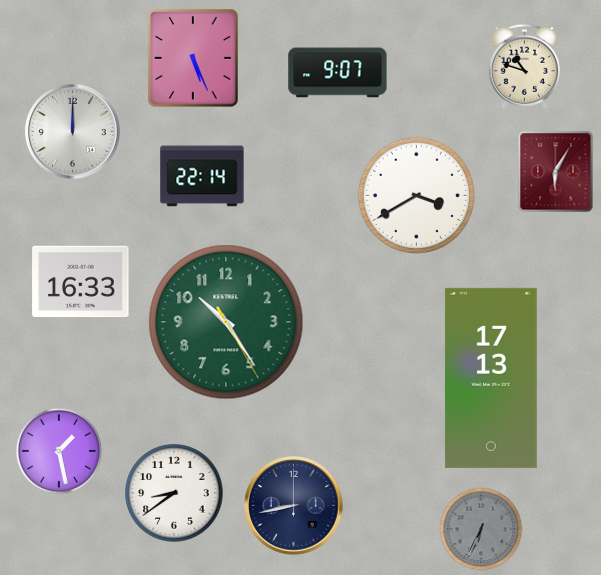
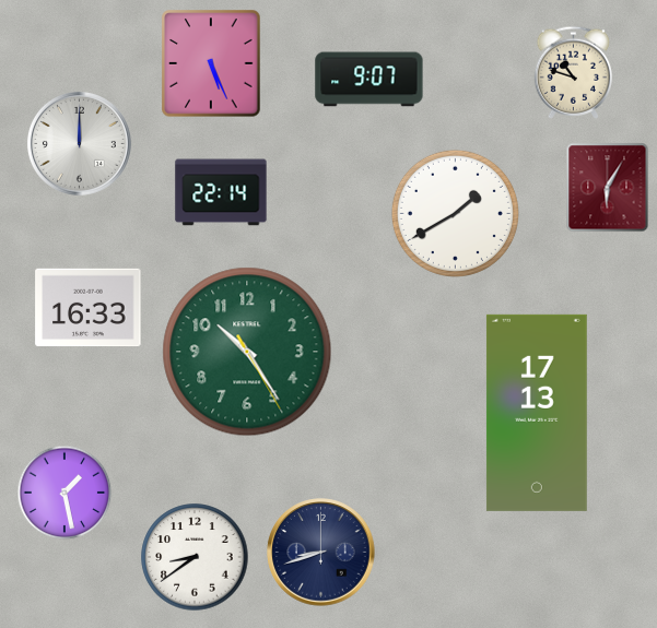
clock at (416, 195): 3:40 -> 1:40
clock at (174, 493) position: (174, 493) -> (195, 557)
clock at (294, 506): 8:43 -> 8:42
clock at (481, 529): 6:34 -> none
